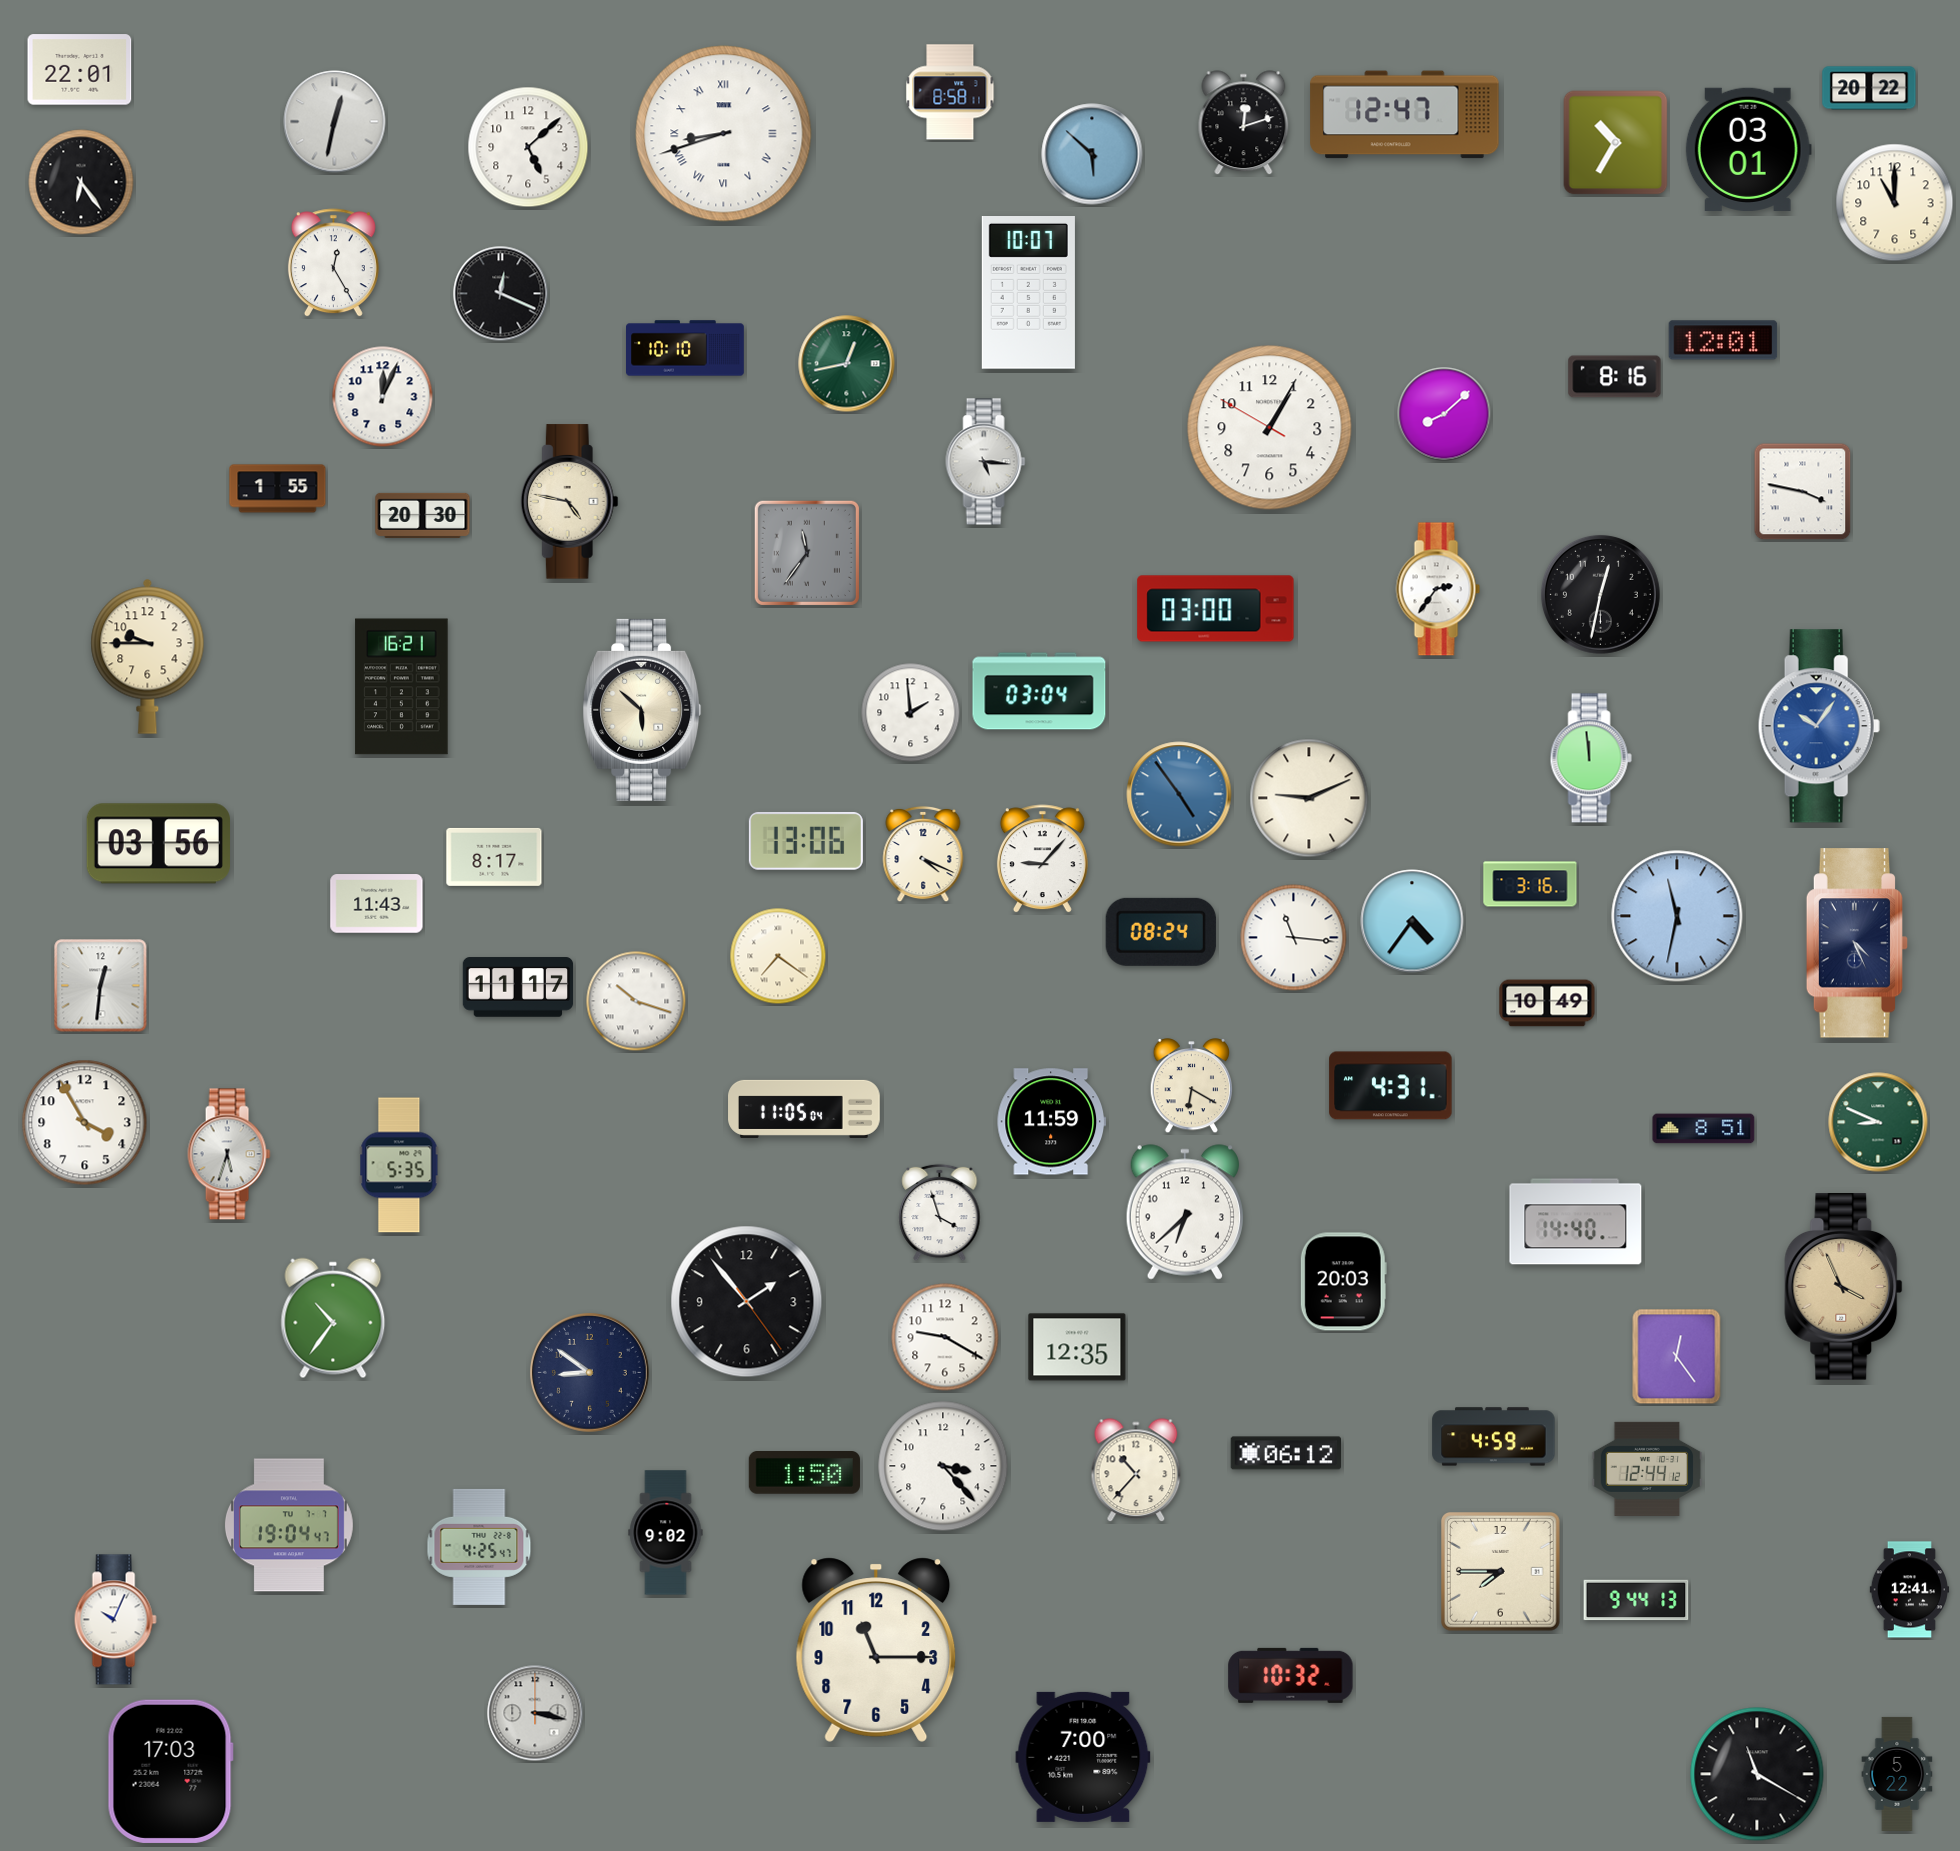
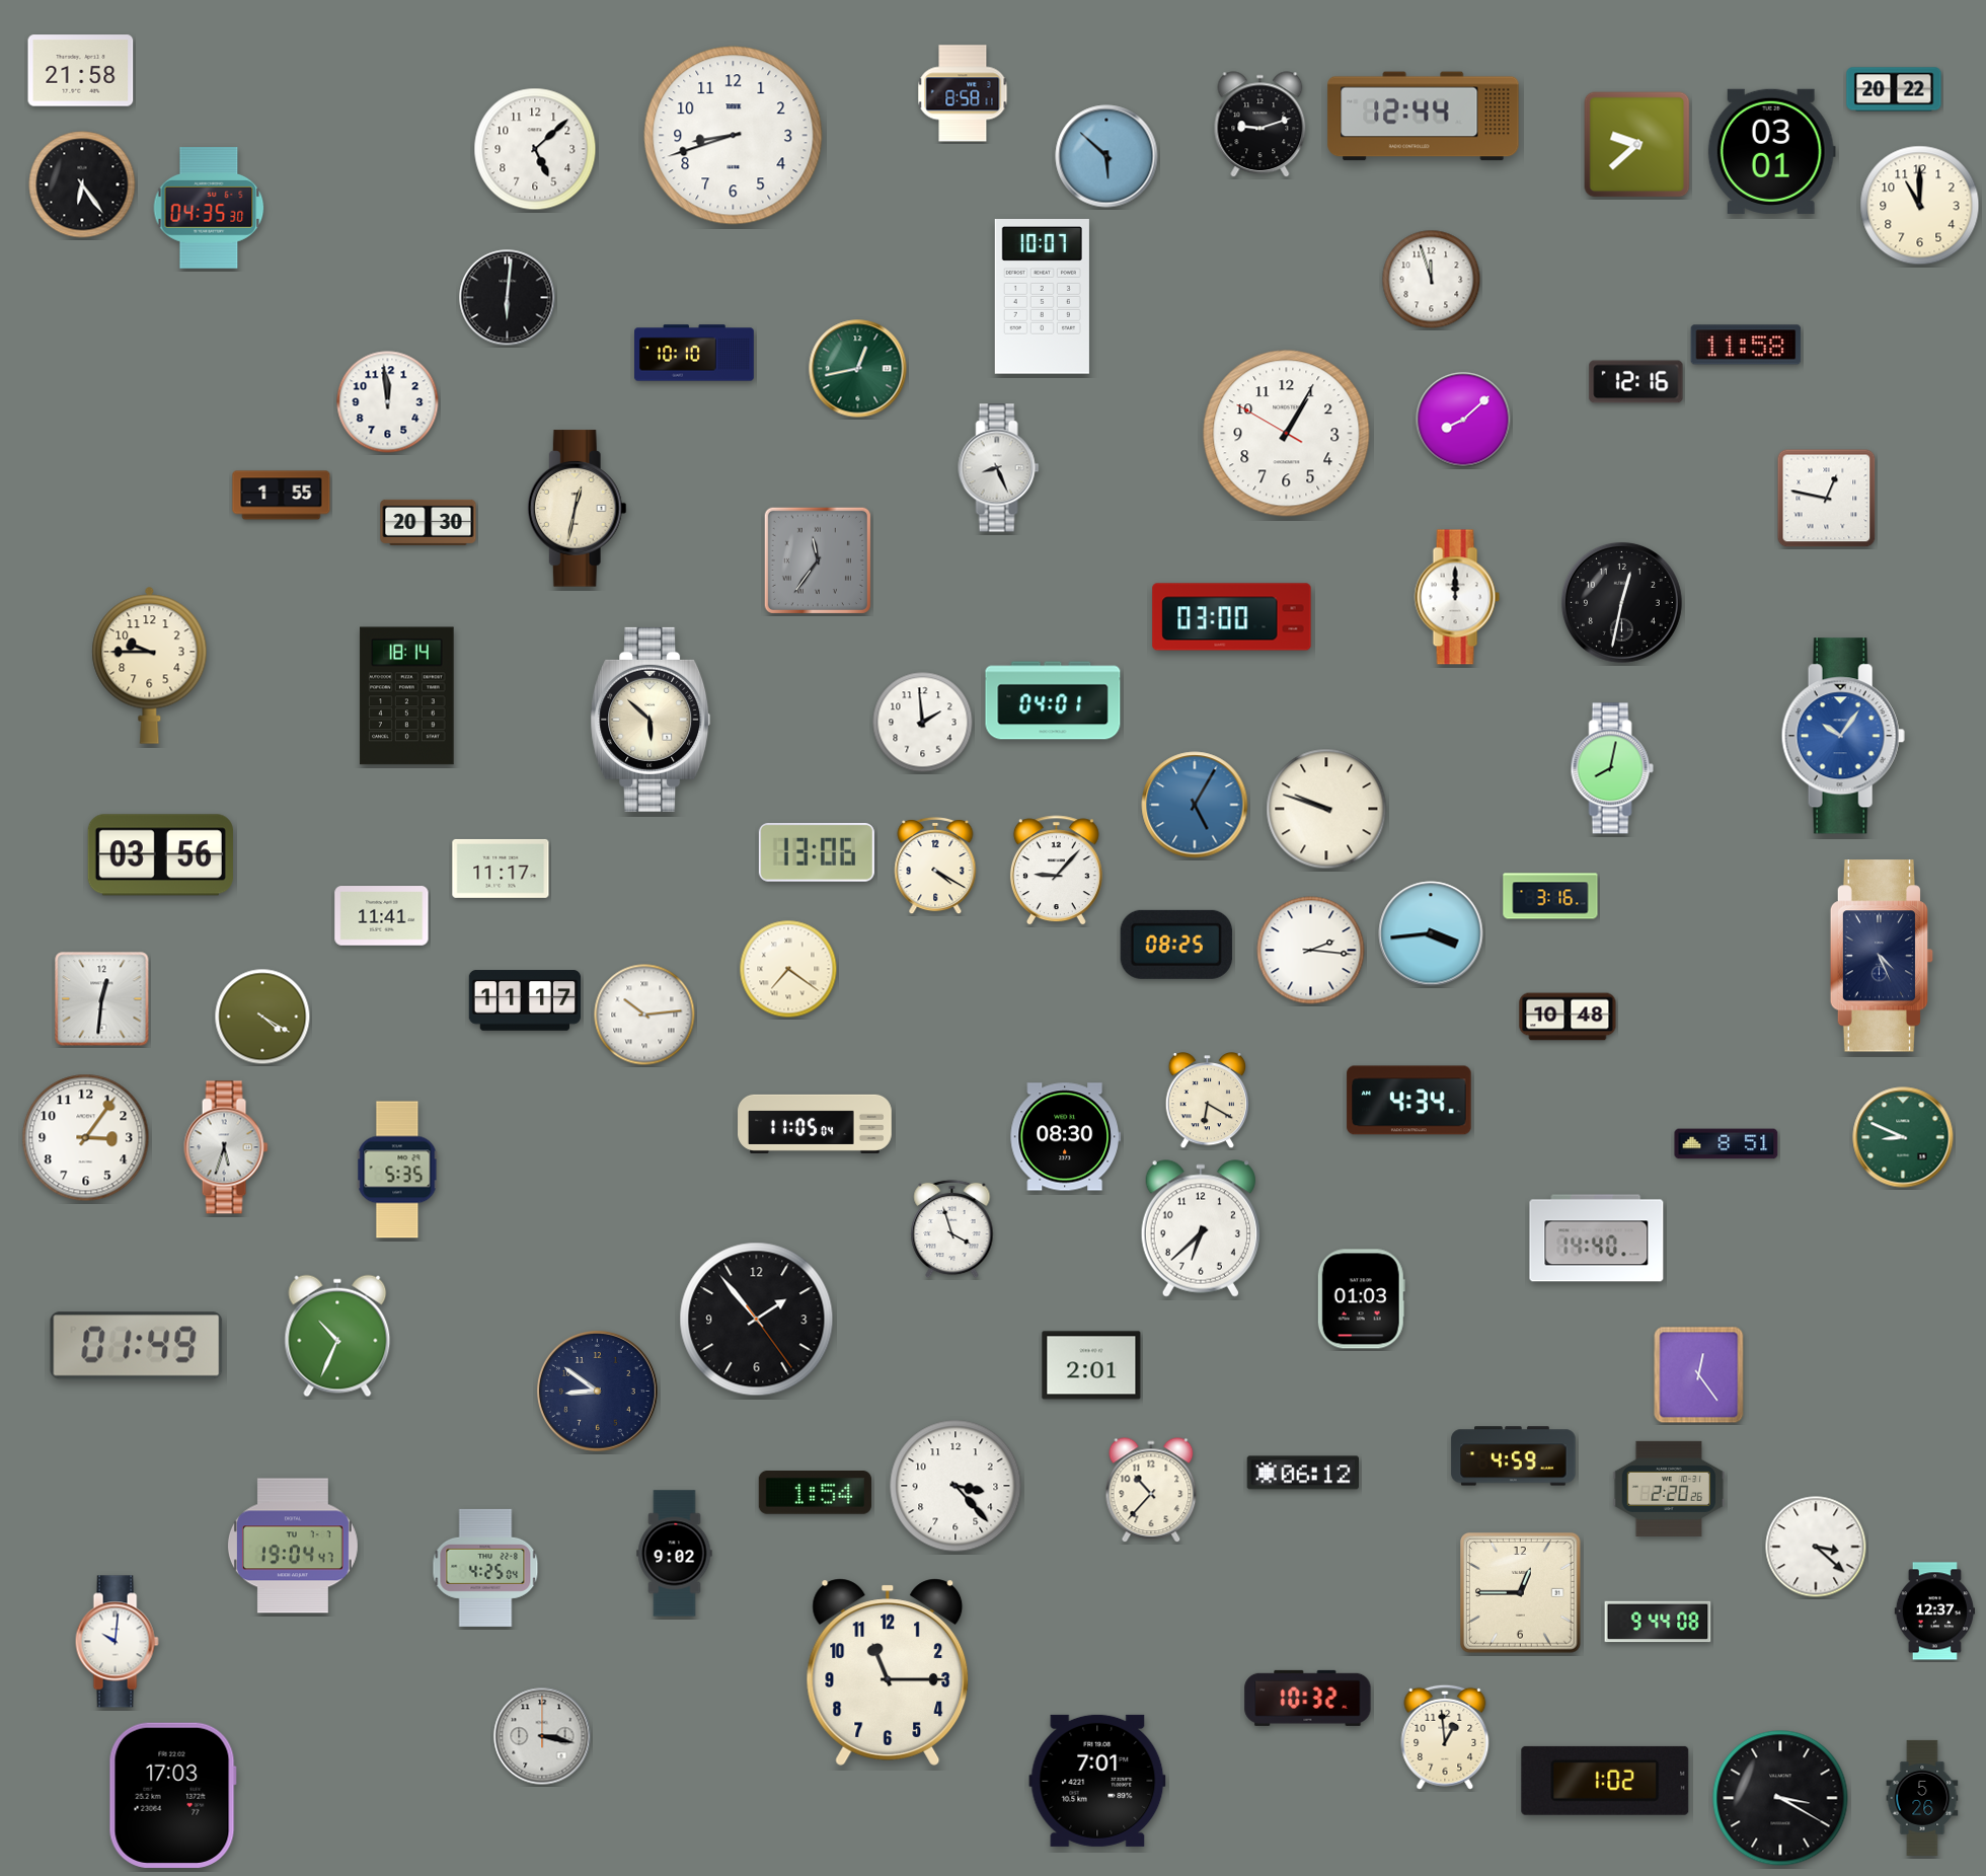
clock at (80, 70): 22:01 -> 21:58
clock at (1405, 115): 12:47 -> 12:44
clock at (335, 122): 12:32 -> none
clock at (1244, 123): 12:12 -> 9:12
clock at (724, 134) numerals: Roman -> Arabic
clock at (1616, 143): 10:35 -> 9:38
clock at (209, 209): none -> 04:35
clock at (333, 263): 12:25 -> none
clock at (1432, 280): none -> 11:57
clock at (501, 294): 12:19 -> 6:01
clock at (1723, 340): 12:01 -> 11:58
clock at (1615, 377): 8:16 -> 12:16
clock at (383, 397): 12:04 -> 11:59
clock at (986, 462): 5:16 -> 8:26
clock at (1803, 492): 3:47 -> 12:47
clock at (569, 502): 4:47 -> 12:32
clock at (1438, 589): 2:36 -> 12:00
clock at (402, 687): 16:21 -> 18:14
clock at (1039, 691): 03:04 -> 04:01
clock at (1591, 758): 11:59 -> 8:02
clock at (1179, 794): 4:54 -> 5:05
clock at (1309, 798): 9:11 -> 9:48
clock at (923, 854): 4:19 -> 4:20
clock at (494, 857): 8:17 -> 11:17
clock at (377, 904): 11:43 -> 11:41
clock at (1677, 916): 11:32 -> none
clock at (1412, 921): 4:36 -> 3:44
clock at (1161, 932): 08:24 -> 08:25
clock at (1294, 938): 11:16 -> 2:16
clock at (636, 1001): 10:18 -> 10:14
clock at (262, 1017): none -> 4:20
clock at (1547, 1003): 10:49 -> 10:48
clock at (1391, 1086): 4:31 -> 4:34
clock at (1052, 1122): 11:59 -> 08:30
clock at (85, 1123): 3:55 -> 3:06
clock at (229, 1154) position: (229, 1154) -> (226, 1147)
clock at (399, 1165) position: (399, 1165) -> (397, 1170)
clock at (1343, 1282): 20:03 -> 01:03
clock at (1844, 1287): 3:56 -> none
clock at (333, 1318): 10:36 -> 10:34
clock at (137, 1346): none -> 01:49
clock at (945, 1337): 9:20 -> none
clock at (1077, 1347): 12:35 -> 2:01
clock at (1647, 1469): 12:44 -> 2:20
clock at (804, 1473): 1:50 -> 1:54
clock at (1816, 1547): none -> 3:22
clock at (479, 1547): 4:25:47 -> 4:25:04
clock at (1501, 1572): 7:45 -> 12:45
clock at (1909, 1590): 12:41 -> 12:37
clock at (1636, 1600): 9:44:13 -> 9:44:08
clock at (115, 1620): 10:04 -> 10:01
clock at (1445, 1737): none -> 12:59
clock at (1083, 1757): 7:00 -> 7:01
clock at (1605, 1781): none -> 1:02
clock at (1757, 1774): 11:20 -> 3:20
clock at (1897, 1774): 5:22 -> 5:26
